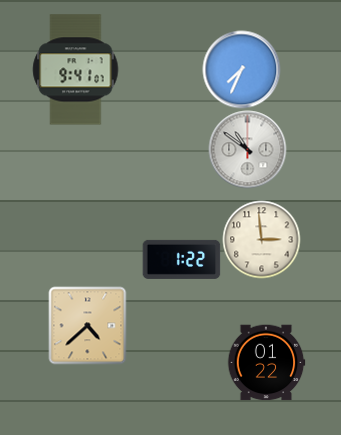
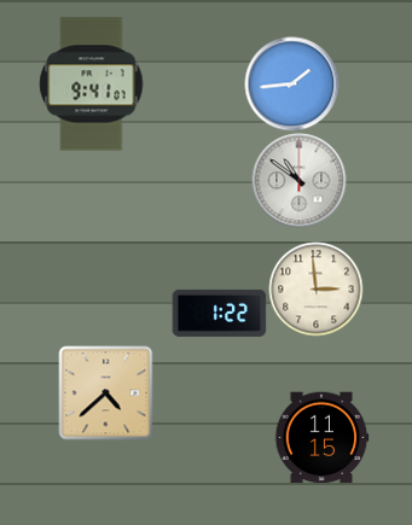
clock at (241, 69): 7:34 -> 1:44
clock at (266, 363): 01:22 -> 11:15
